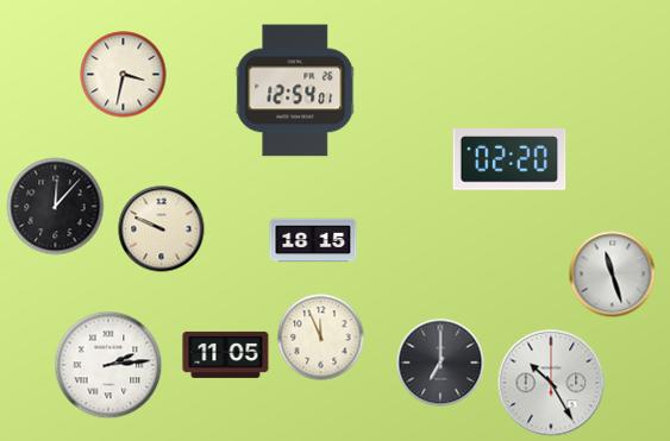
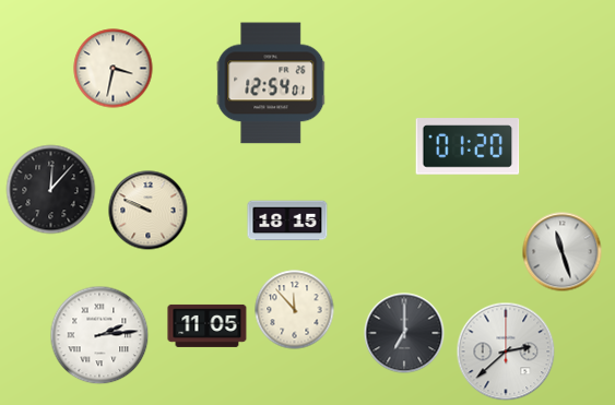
clock at (509, 159): 02:20 -> 01:20
clock at (321, 338): 11:56 -> 11:53
clock at (551, 383): 10:25 -> 2:38
